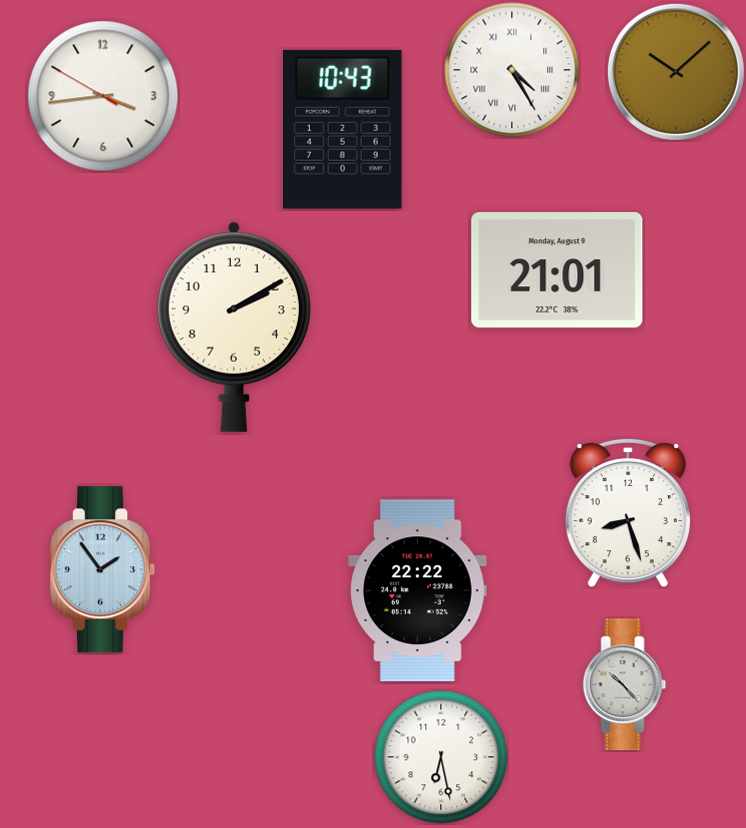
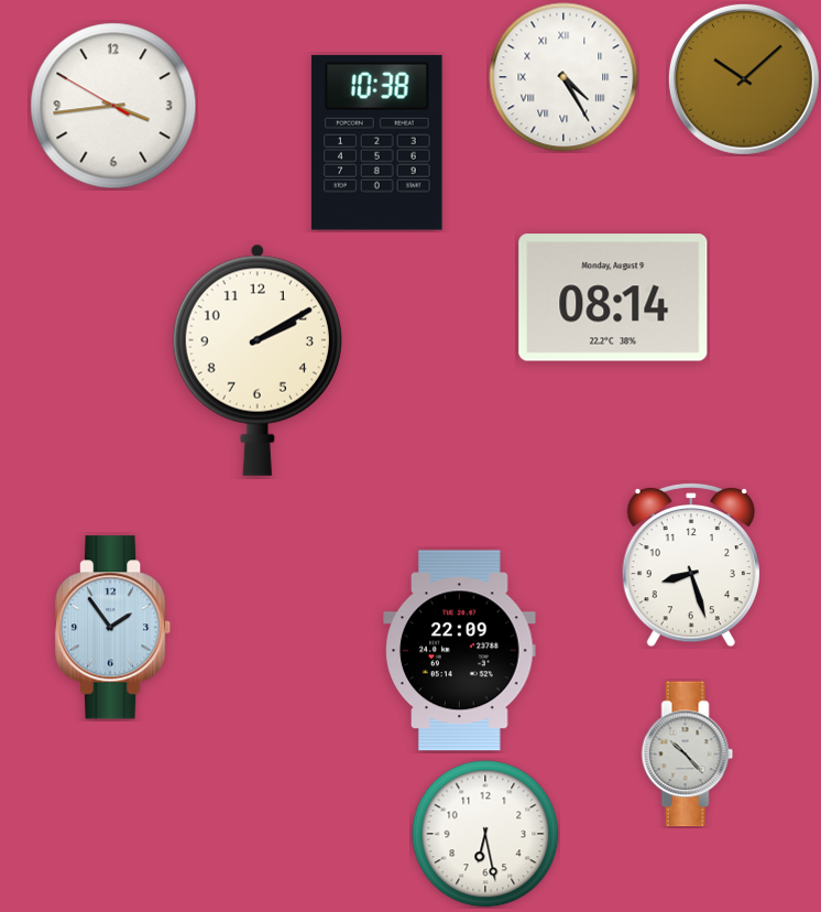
clock at (342, 129): 10:43 -> 10:38
clock at (557, 270): 21:01 -> 08:14
clock at (418, 591): 22:22 -> 22:09
